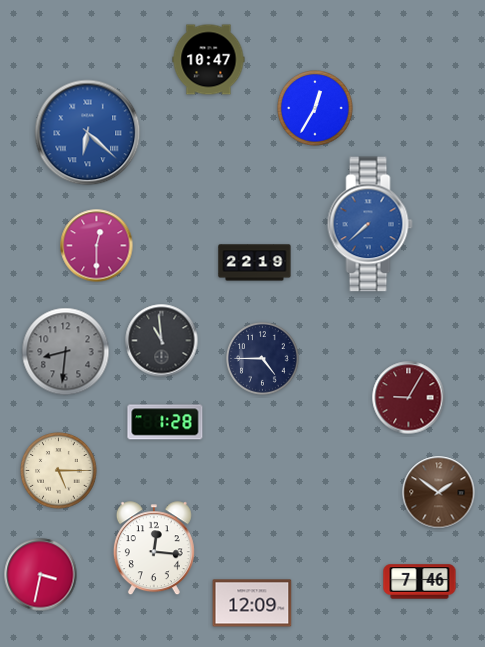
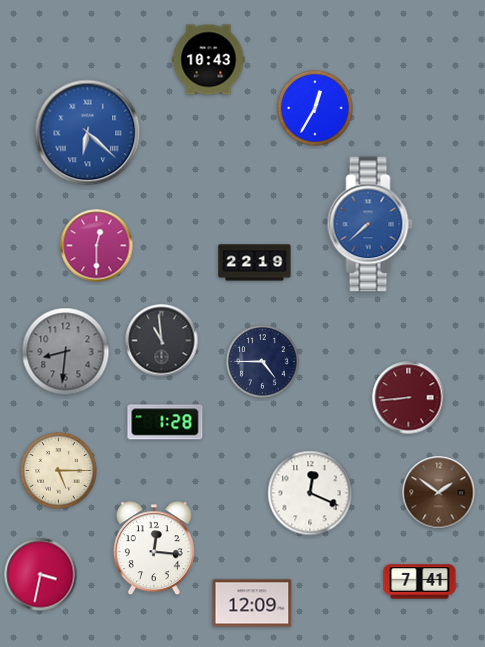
clock at (209, 60): 10:47 -> 10:43
clock at (263, 359) position: (263, 359) -> (263, 362)
clock at (409, 398): 9:05 -> 8:44
clock at (310, 493): none -> 12:19
clock at (420, 582): 7:46 -> 7:41
